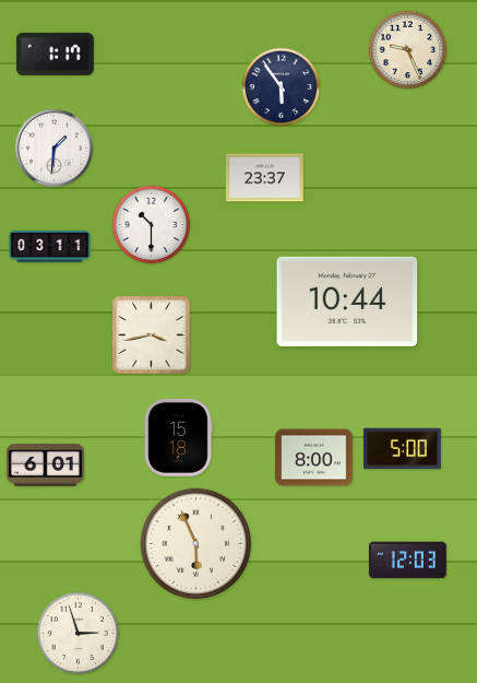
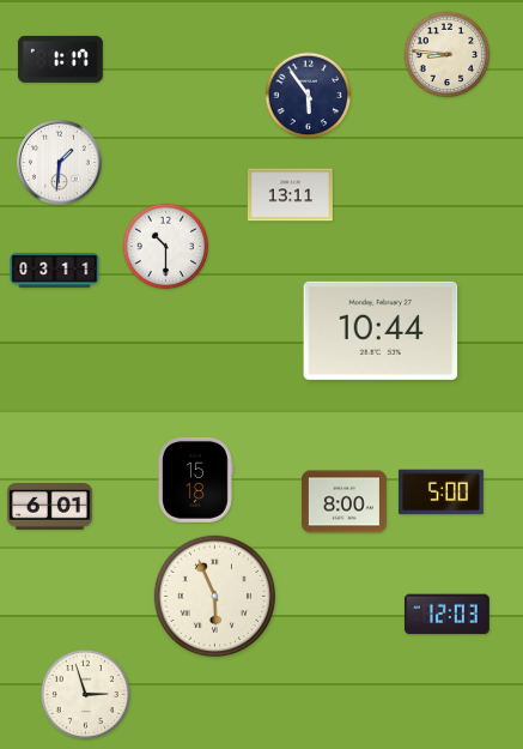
clock at (408, 50): 9:26 -> 8:46
clock at (264, 178): 23:37 -> 13:11
clock at (152, 335): 3:43 -> none
clock at (45, 466) position: (45, 466) -> (49, 507)
